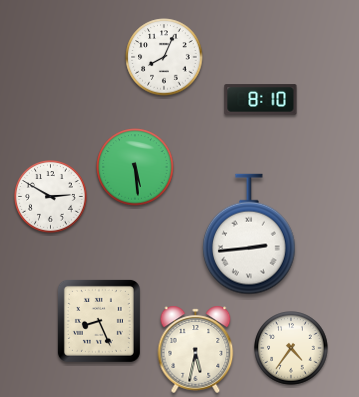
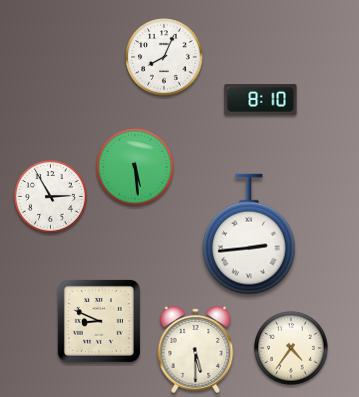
clock at (51, 197): 2:50 -> 2:55
clock at (99, 321): 8:26 -> 8:49
clock at (196, 349): 5:32 -> 5:30
